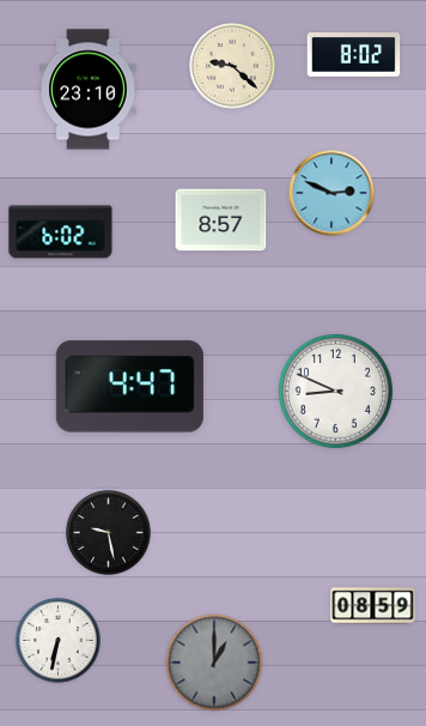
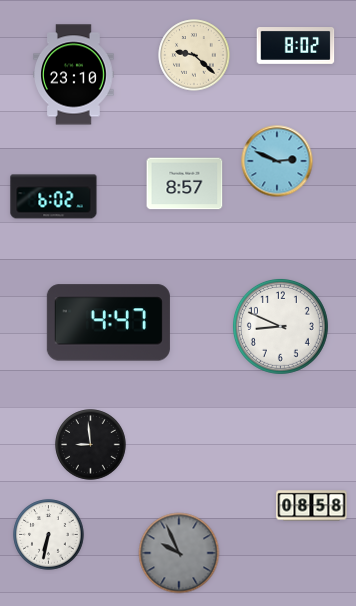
clock at (61, 232) position: (61, 232) -> (54, 197)
clock at (109, 533): 9:28 -> 8:59
clock at (373, 606): 08:59 -> 08:58
clock at (214, 663): 1:00 -> 9:56
